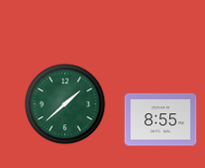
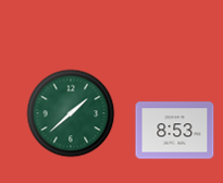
clock at (161, 120): 8:55 -> 8:53
